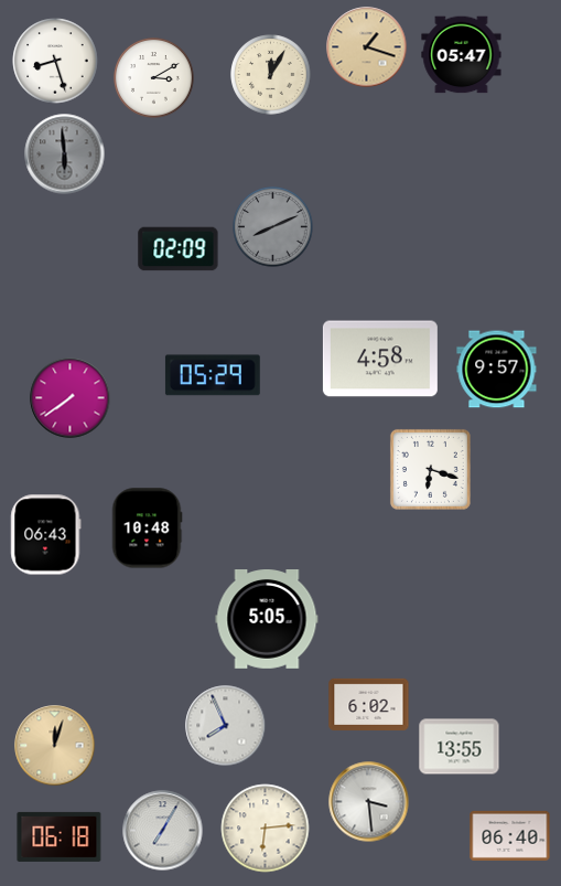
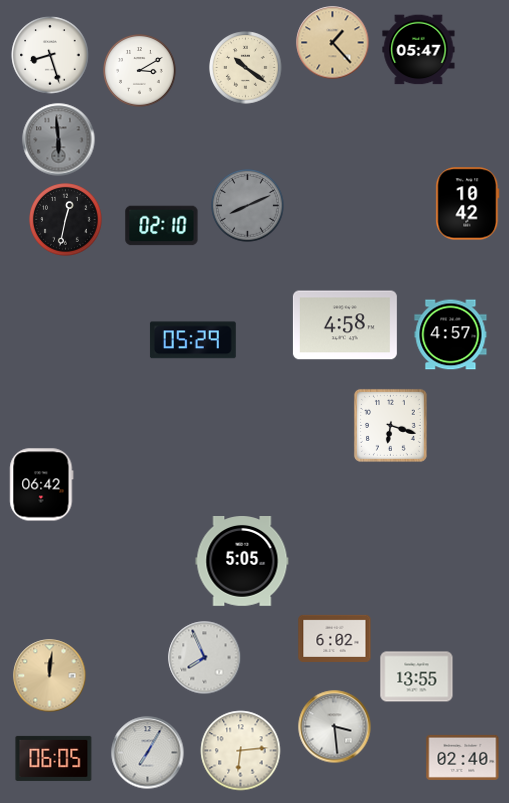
clock at (367, 47): 1:18 -> 1:23
clock at (271, 75): 12:05 -> 10:21
clock at (468, 204): none -> 10:42
clock at (66, 220): none -> 12:32
clock at (179, 249): 02:09 -> 02:10
clock at (497, 370): 9:57 -> 4:57
clock at (71, 398): 7:39 -> none
clock at (147, 529): 10:48 -> none
clock at (46, 535): 06:43 -> 06:42
clock at (55, 746): 12:03 -> 12:01
clock at (510, 835): 06:40 -> 02:40
clock at (60, 836): 06:18 -> 06:05
